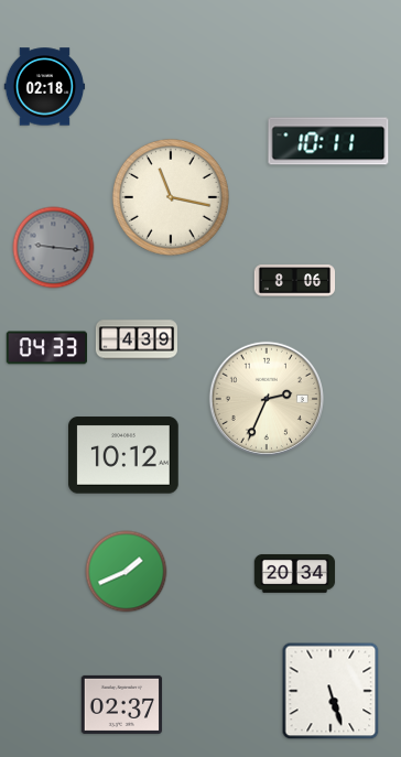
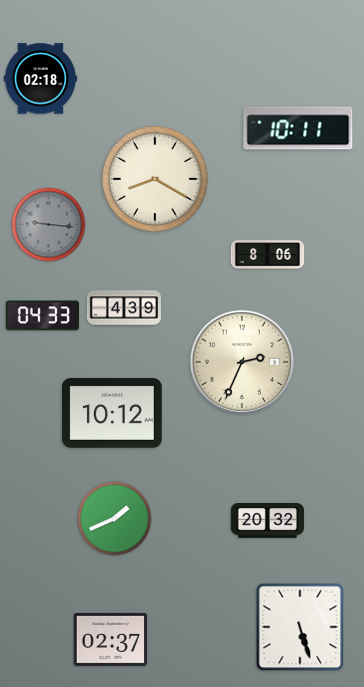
clock at (171, 197): 11:17 -> 8:20
clock at (295, 574): 20:34 -> 20:32
